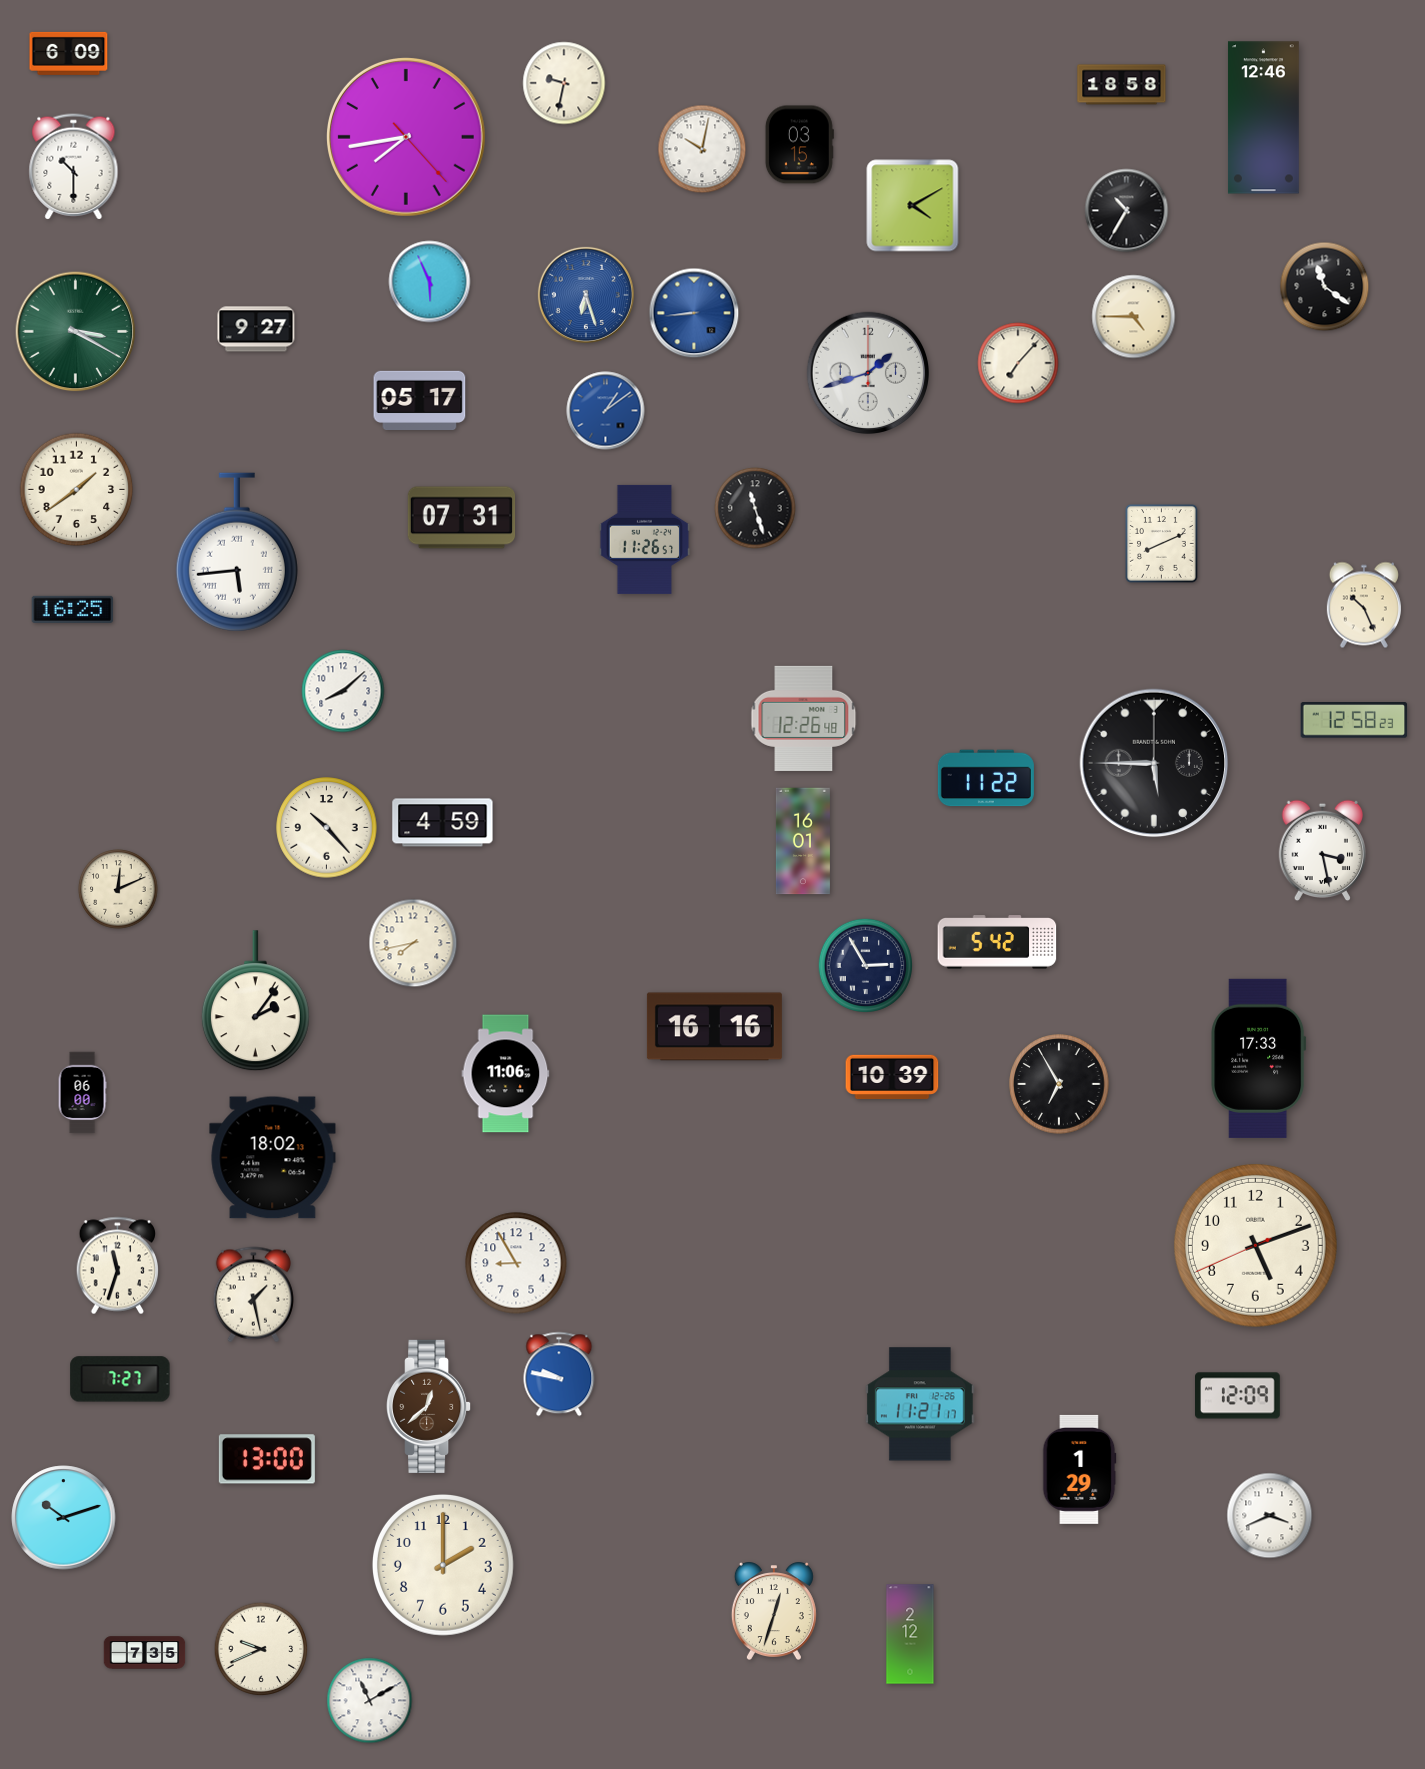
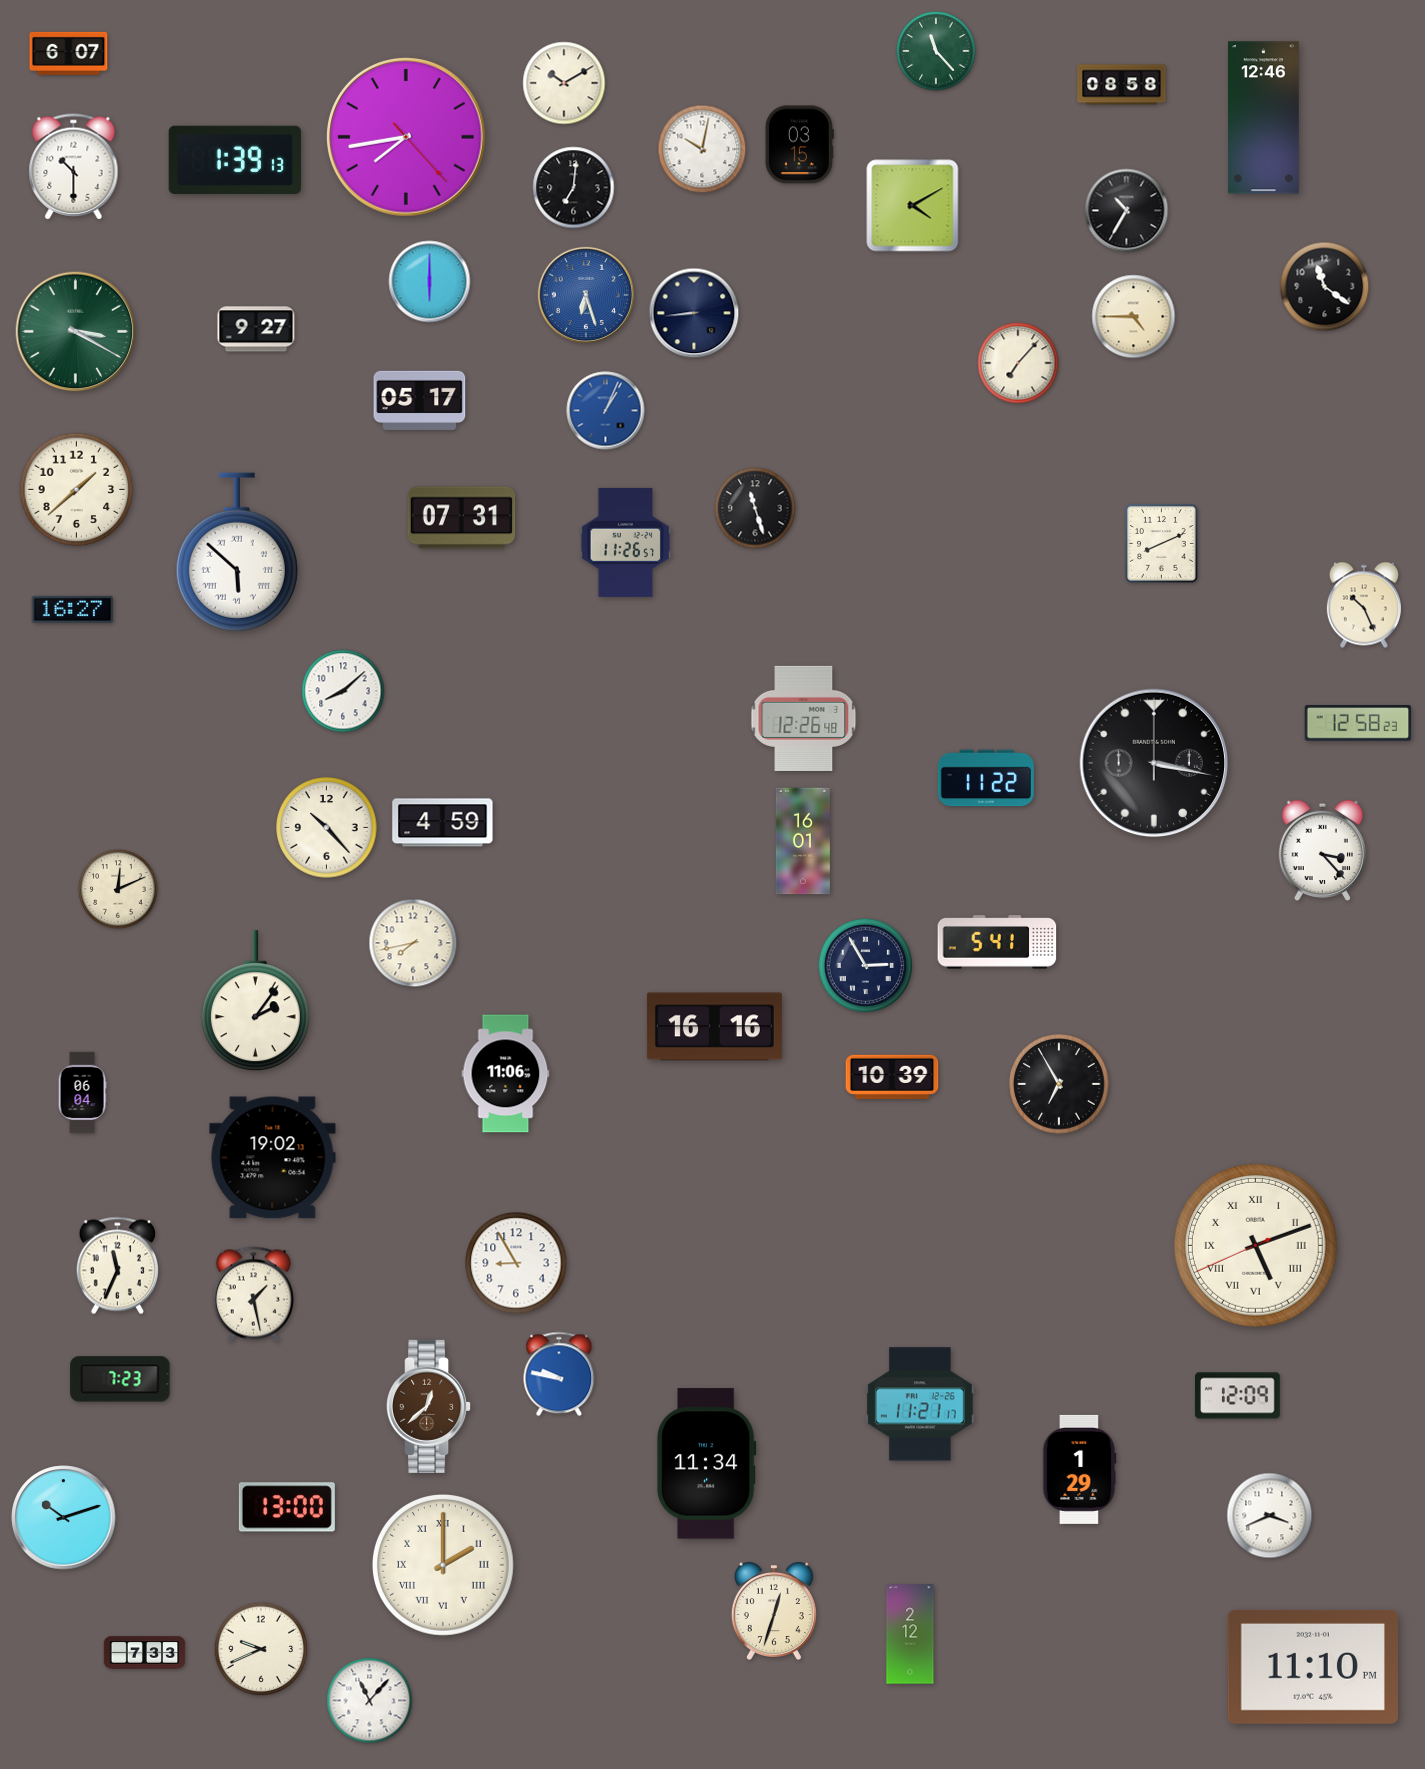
clock at (936, 51): none -> 11:23
clock at (69, 53): 6:09 -> 6:07
clock at (564, 83): 9:32 -> 10:10
clock at (1122, 85): 18:58 -> 08:58
clock at (235, 159): none -> 1:39
clock at (574, 188): none -> 7:01
clock at (430, 282): 5:56 -> 6:00
clock at (694, 313) dial: blue -> navy
clock at (867, 372): 1:42 -> none
clock at (606, 411): 1:09 -> 1:04
clock at (77, 490): 1:39 -> 1:38
clock at (645, 539) position: (645, 539) -> (626, 542)
clock at (237, 552): 5:44 -> 5:52
clock at (73, 609): 16:25 -> 16:27
clock at (1354, 720) position: (1354, 720) -> (1358, 723)
clock at (1154, 763): 5:45 -> 3:17
clock at (1322, 851): 3:28 -> 3:23
clock at (997, 942): 5:42 -> 5:41
clock at (1259, 1058): 17:33 -> none
clock at (82, 1093): 06:00 -> 06:04
clock at (273, 1158): 18:02 -> 19:02
clock at (1255, 1245) numerals: Arabic -> Roman
clock at (117, 1266): 11:33 -> 11:34
clock at (120, 1379): 7:27 -> 7:23
clock at (267, 1459) position: (267, 1459) -> (287, 1507)
clock at (706, 1464): none -> 11:34
clock at (443, 1565) numerals: Arabic -> Roman
clock at (145, 1653): 7:35 -> 7:33
clock at (1312, 1667): none -> 11:10
clock at (370, 1701): 11:10 -> 11:07
